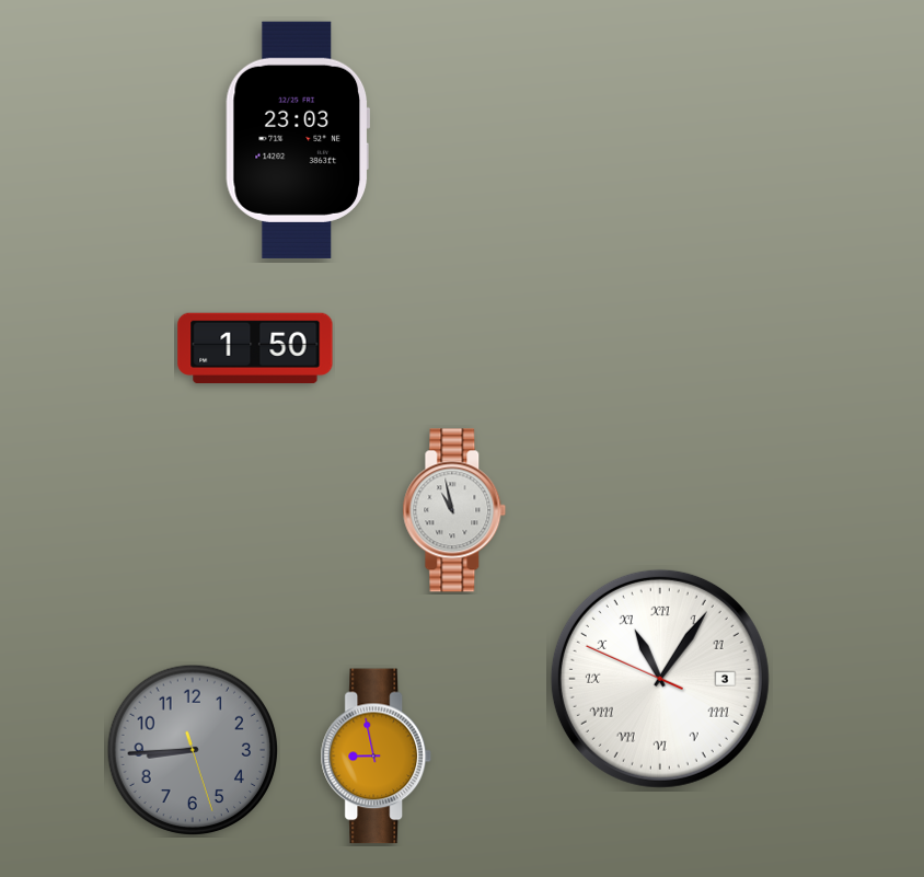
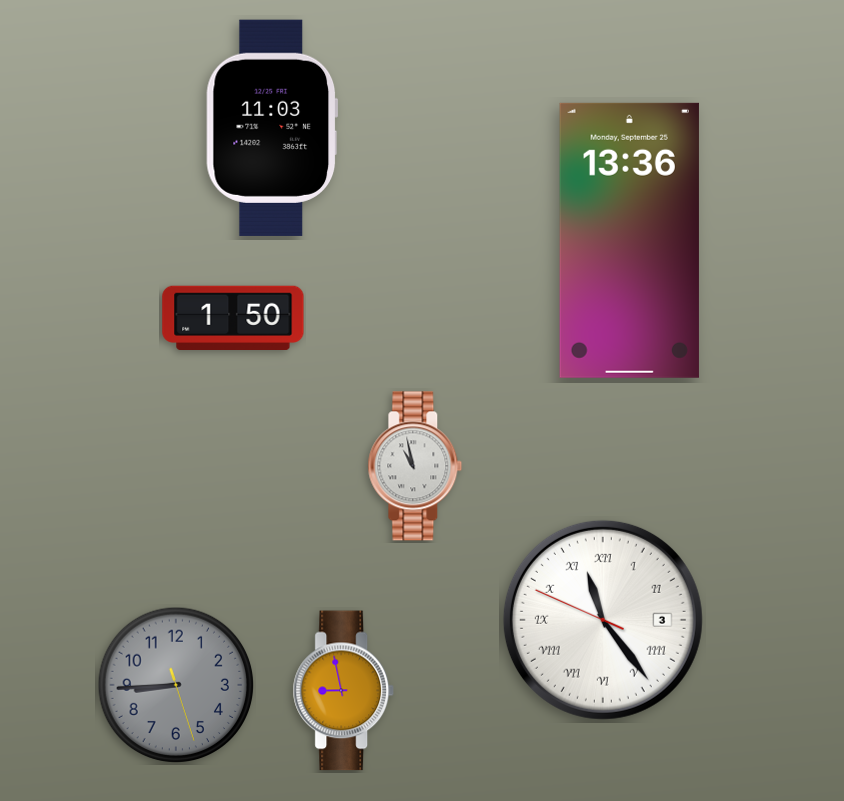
clock at (298, 140): 23:03 -> 11:03
clock at (629, 240): none -> 13:36
clock at (660, 679): 11:05 -> 11:23
